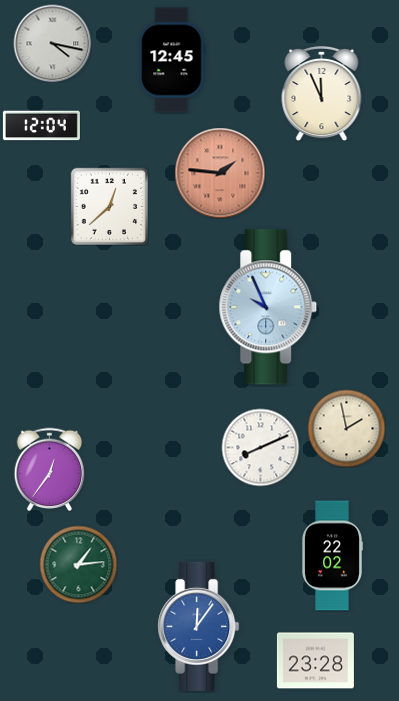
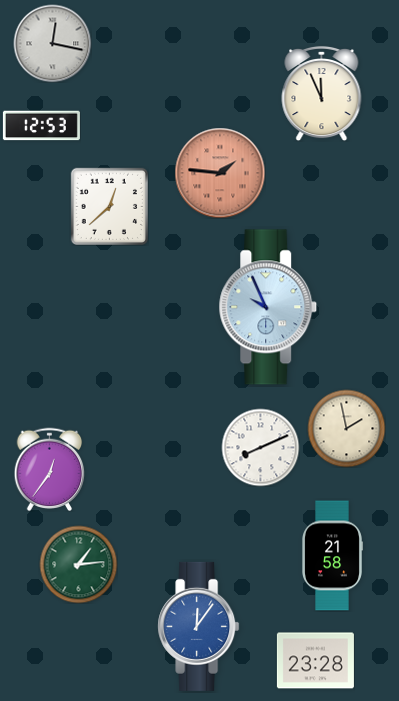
clock at (52, 43): 4:17 -> 12:17
clock at (172, 60): 12:45 -> none
clock at (41, 126): 12:04 -> 12:53
clock at (333, 556): 22:02 -> 21:58
